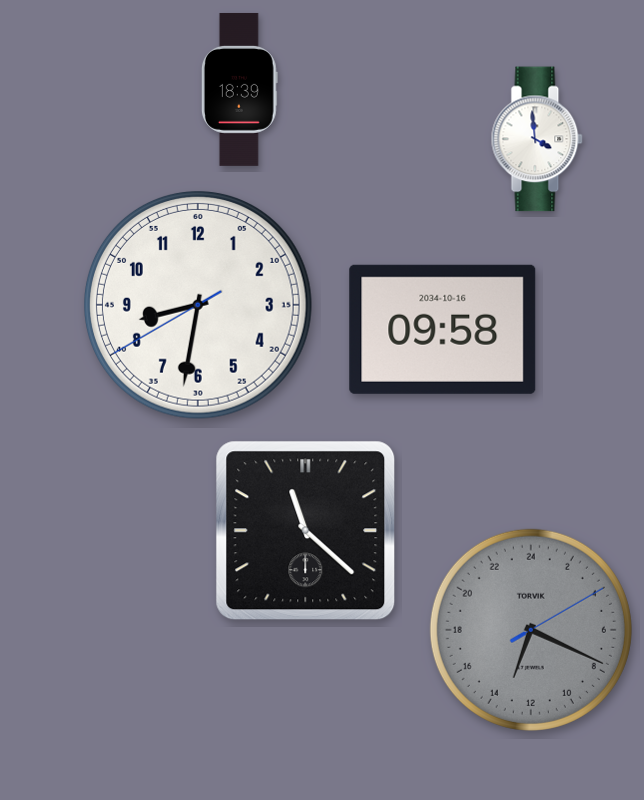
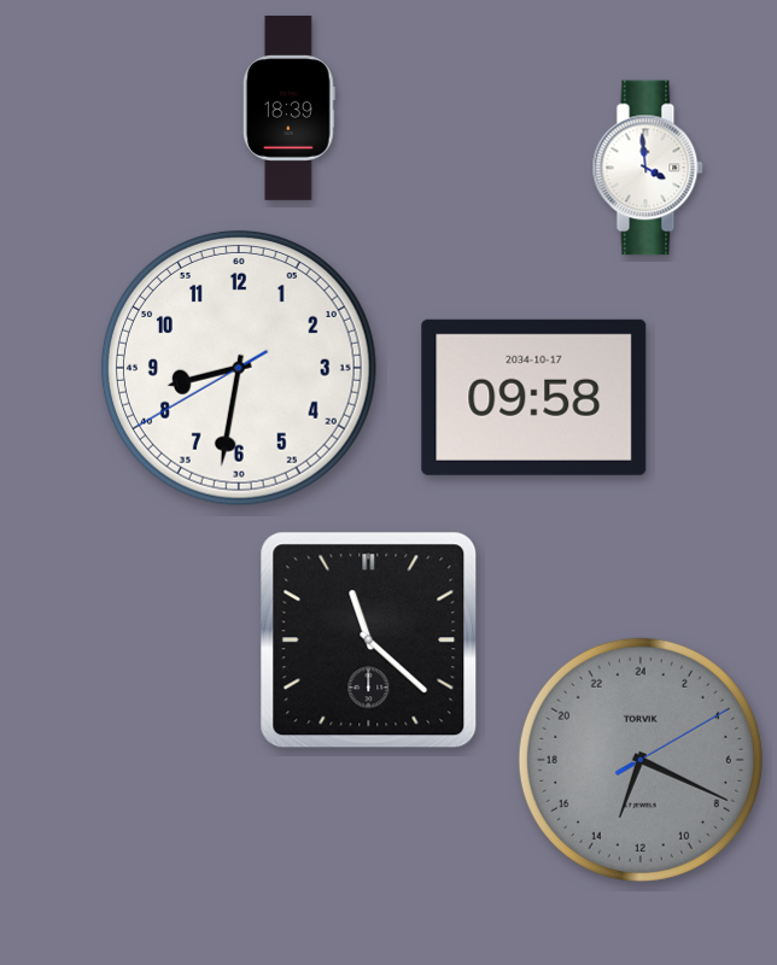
clock at (443, 329) date: 2034-10-16 -> 2034-10-17
